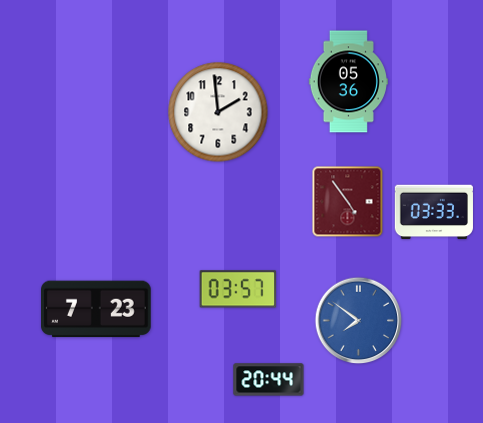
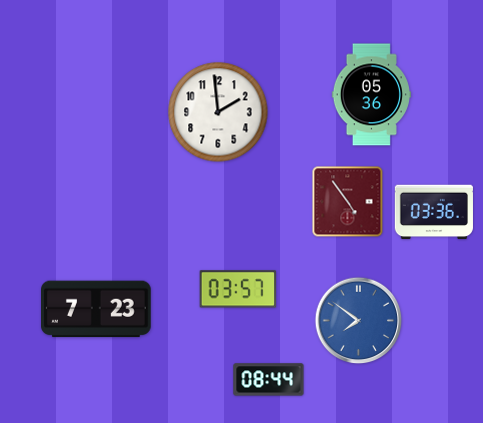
clock at (348, 82) position: (348, 82) -> (371, 95)
clock at (434, 212): 03:33 -> 03:36
clock at (269, 380): 20:44 -> 08:44
